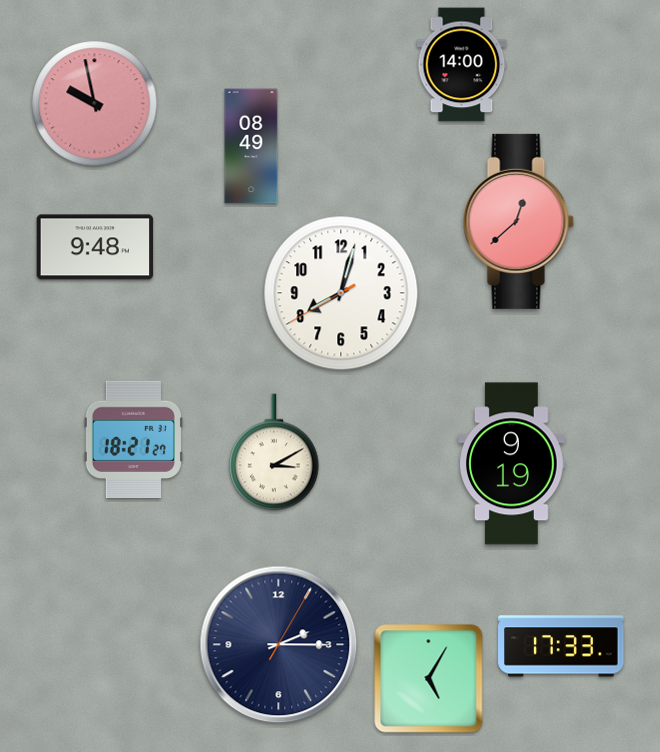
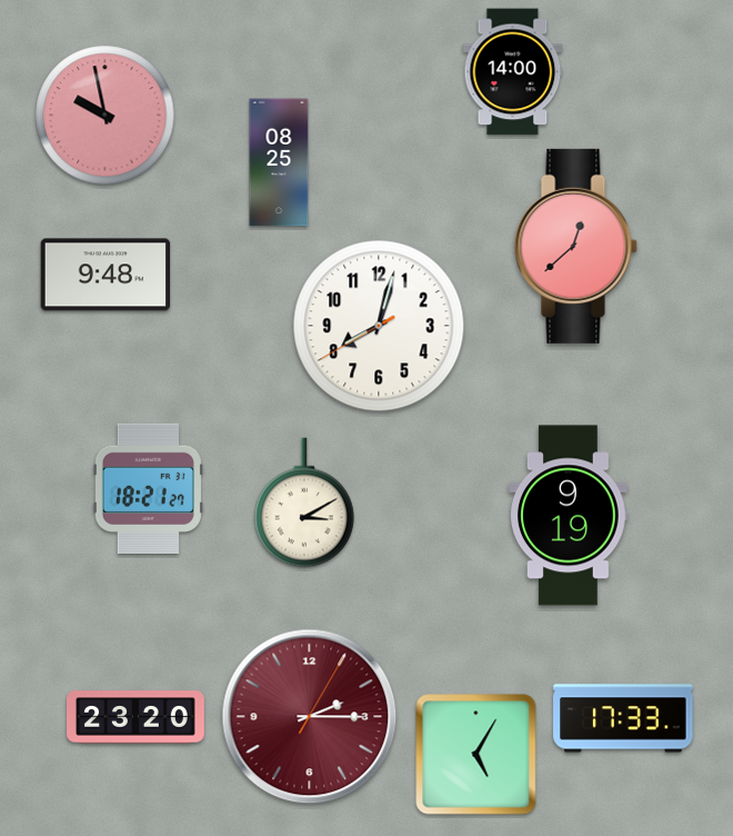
clock at (251, 146): 08:49 -> 08:25
clock at (137, 717): none -> 23:20
clock at (279, 645) dial: navy -> burgundy
